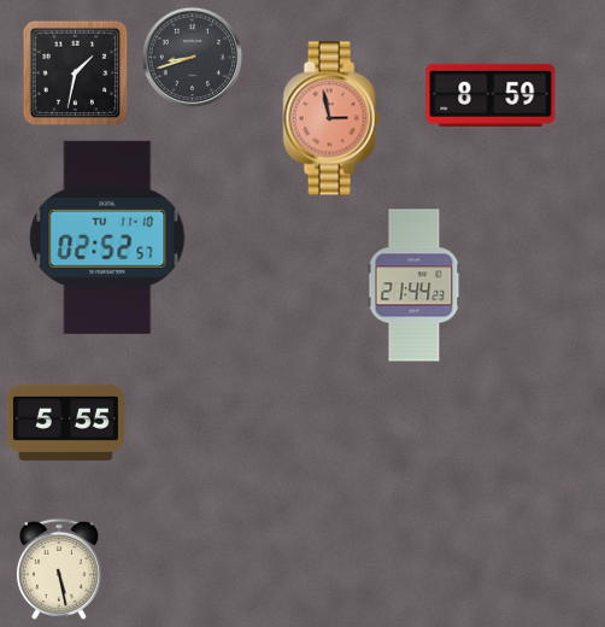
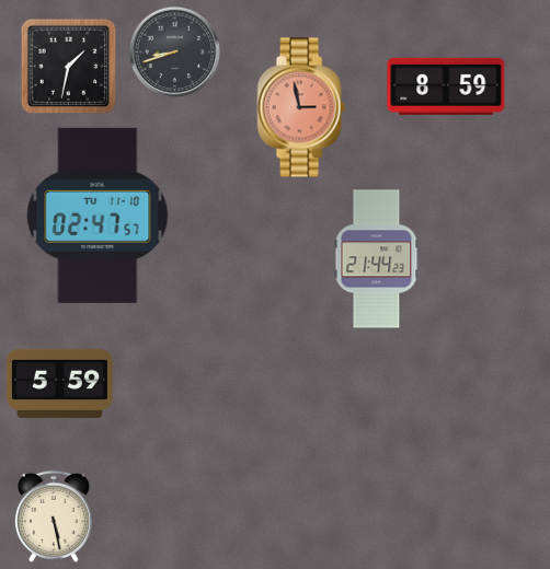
clock at (107, 238): 02:52 -> 02:47
clock at (65, 422): 5:55 -> 5:59
